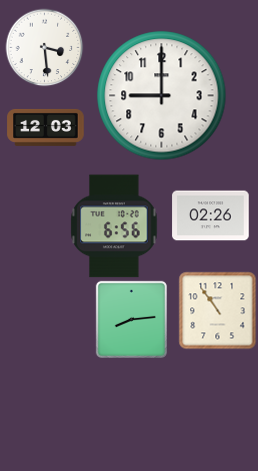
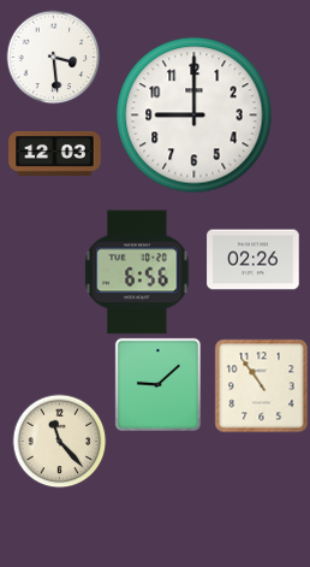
clock at (217, 310) position: (217, 310) -> (261, 385)
clock at (131, 319): 8:14 -> 9:08
clock at (59, 441): none -> 11:23
